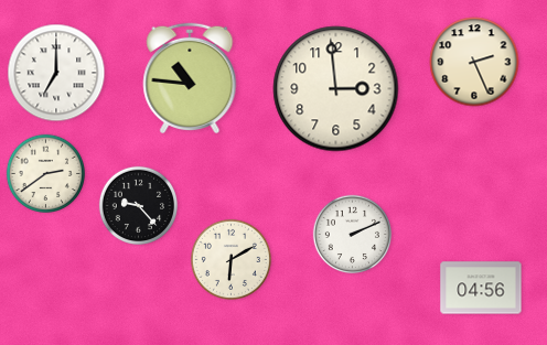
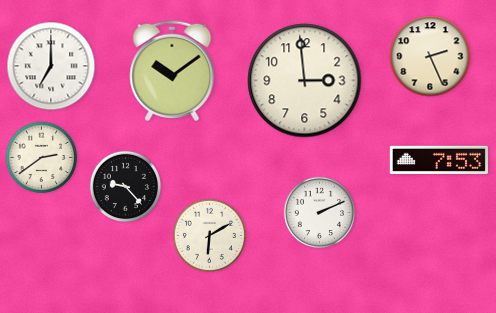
clock at (190, 77): 10:46 -> 10:09
clock at (438, 160): none -> 7:53
clock at (481, 288): 04:56 -> none
